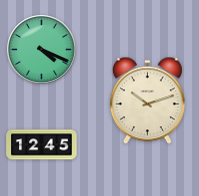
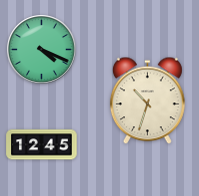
clock at (147, 101): 10:12 -> 10:33
